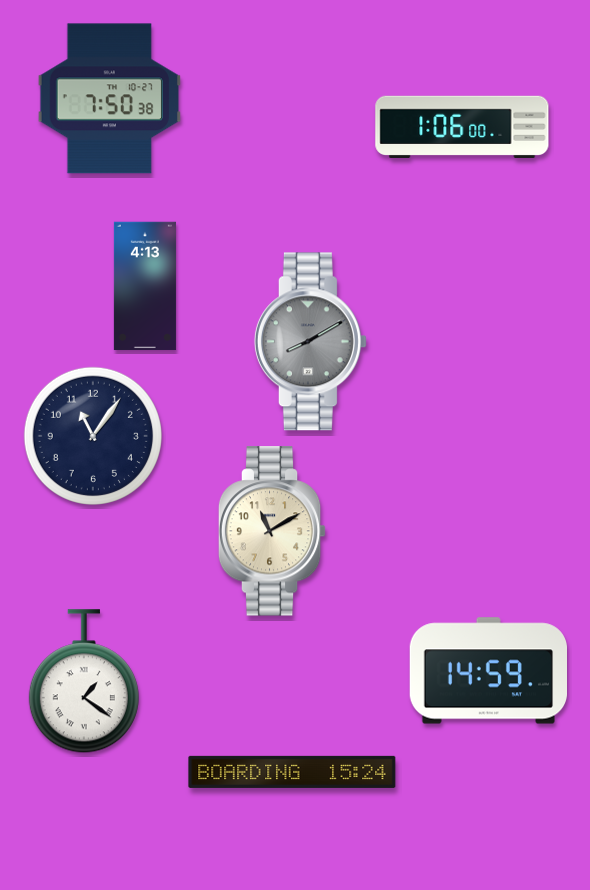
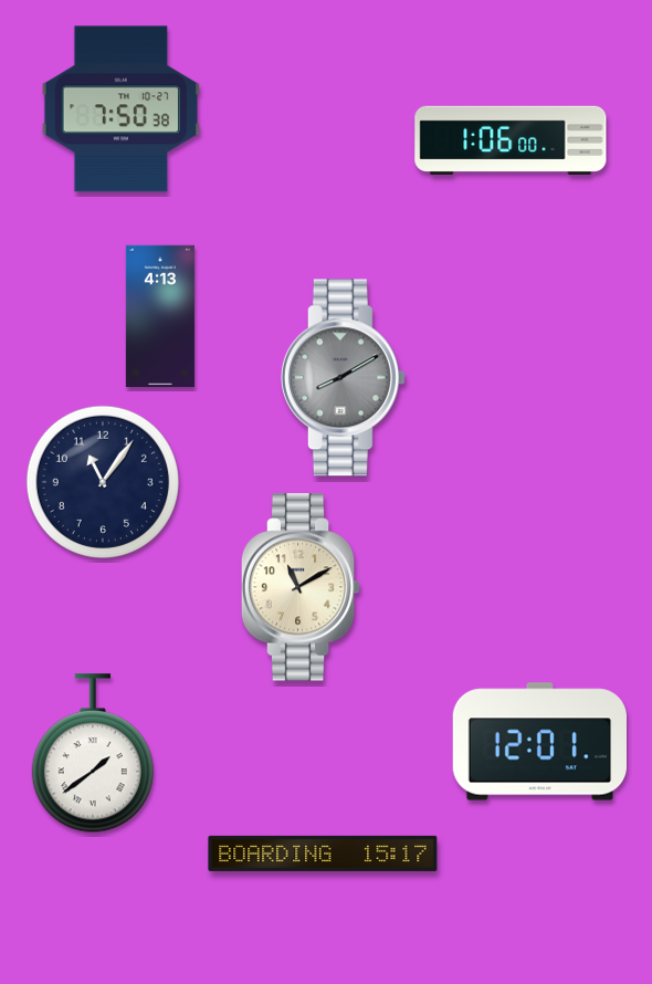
clock at (488, 671): 14:59 -> 12:01
clock at (84, 682): 1:21 -> 1:39
clock at (292, 772): 15:24 -> 15:17
